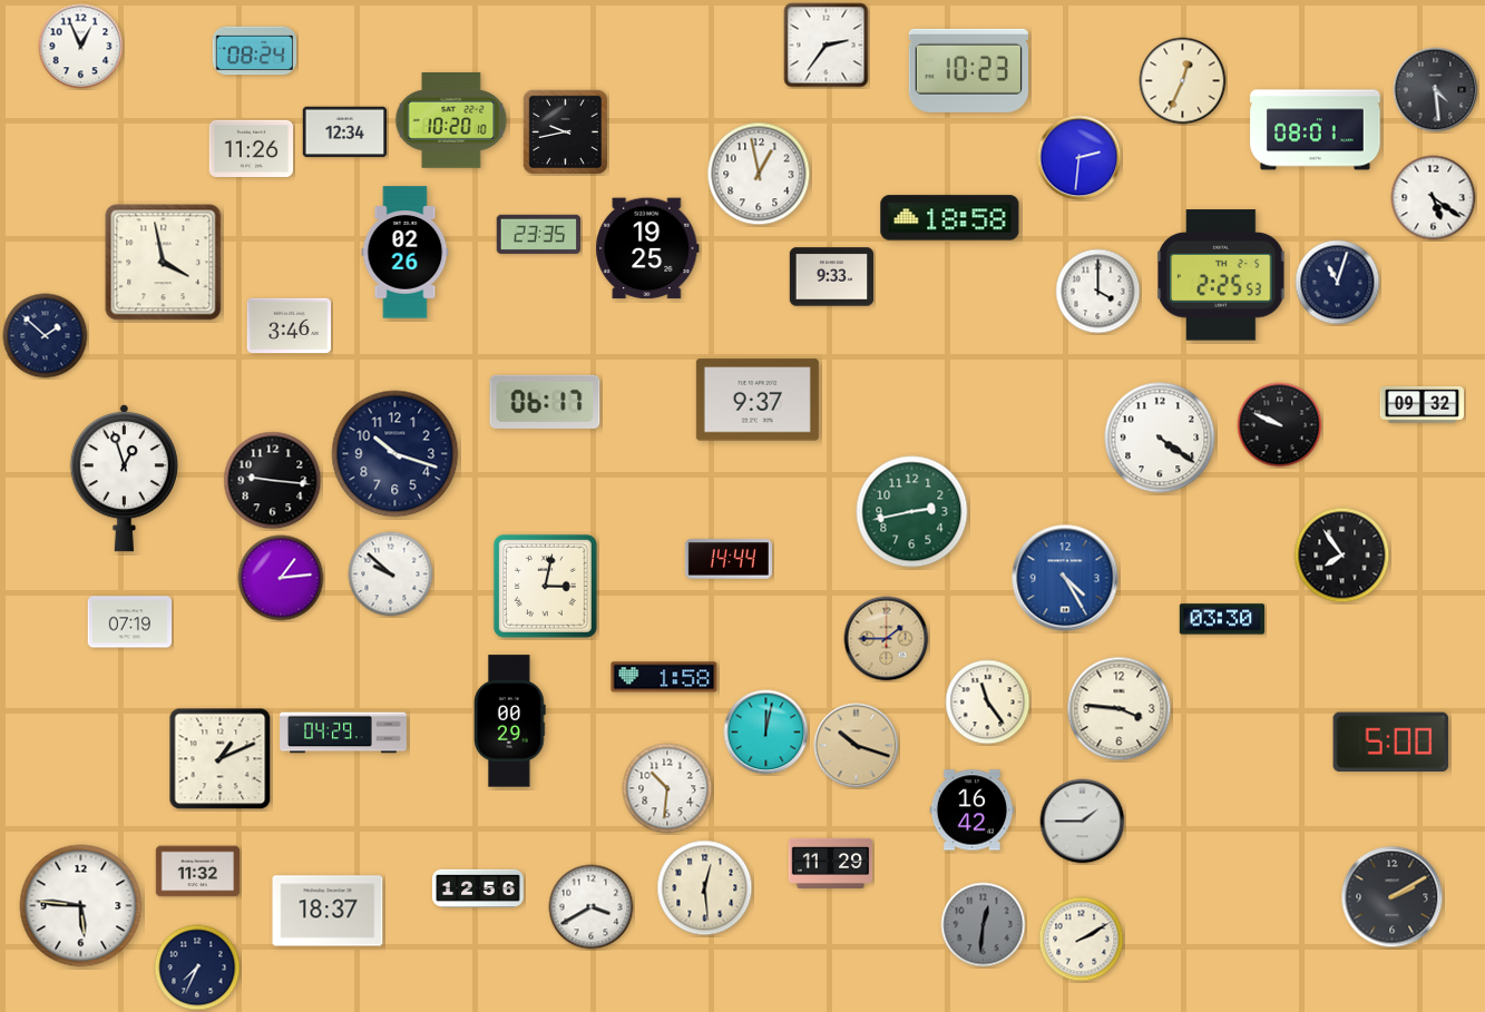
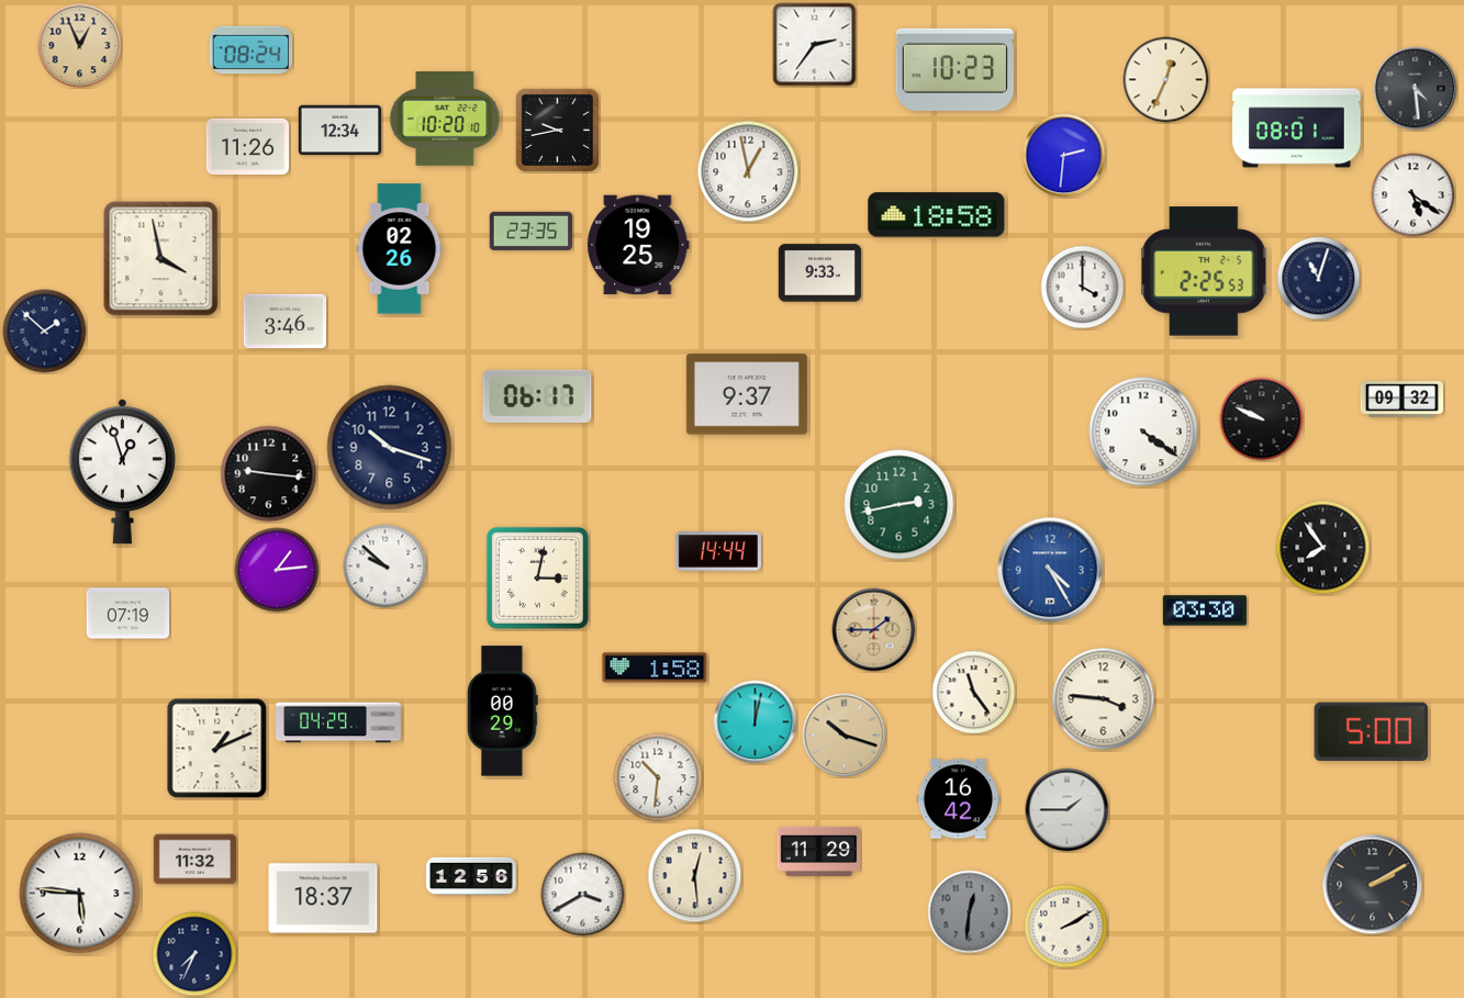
clock at (81, 47) dial: white -> champagne
